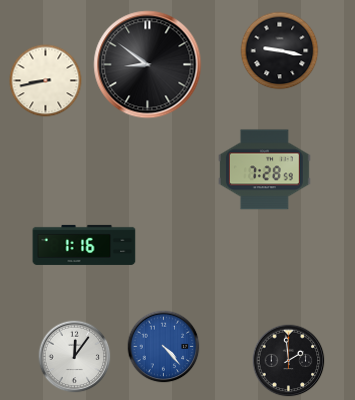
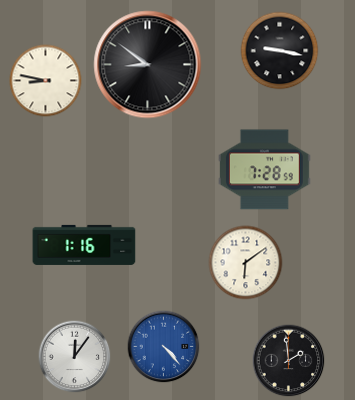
clock at (46, 81): 8:43 -> 8:47
clock at (246, 263): none -> 6:09
